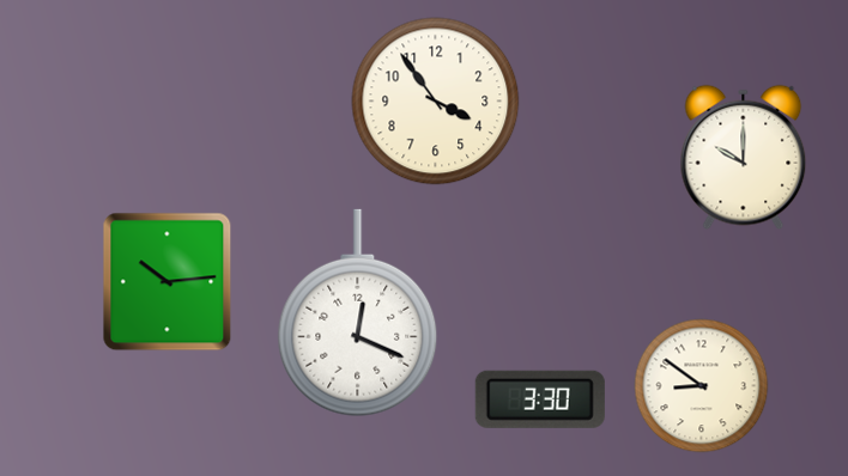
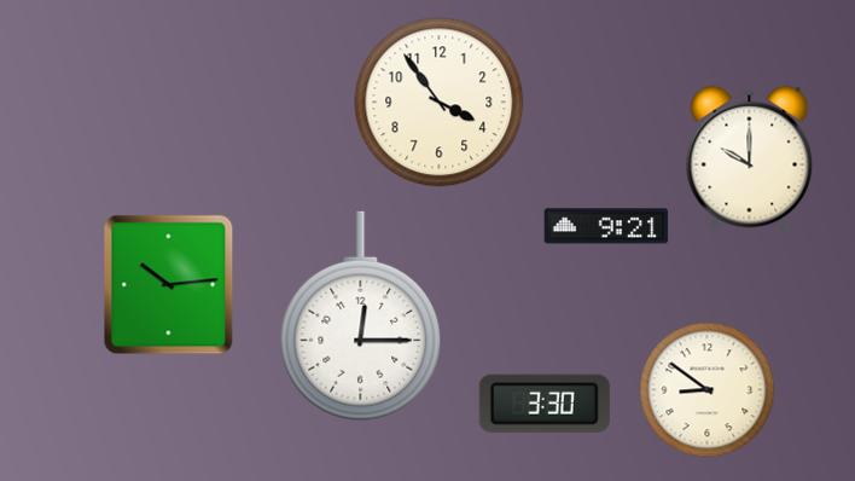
clock at (606, 226): none -> 9:21
clock at (358, 313): 12:19 -> 12:15
